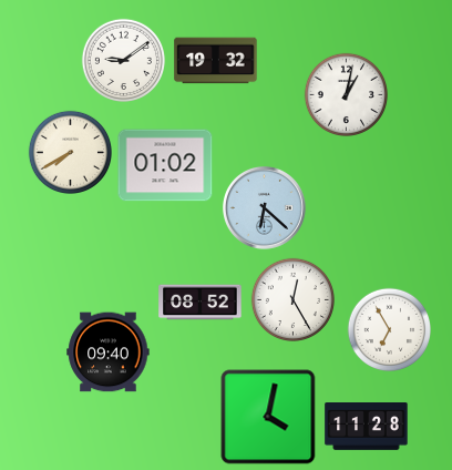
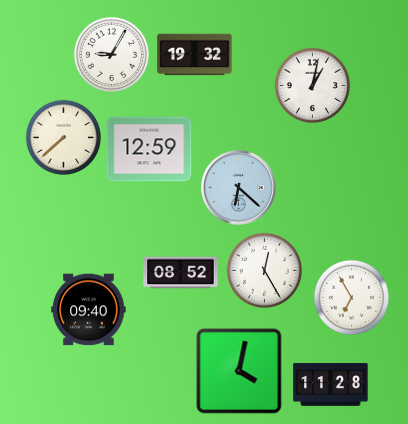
clock at (123, 60): 9:09 -> 9:05
clock at (70, 152): 7:40 -> 7:38
clock at (165, 165): 01:02 -> 12:59
clock at (109, 352) position: (109, 352) -> (89, 310)
clock at (268, 417) position: (268, 417) -> (239, 371)
